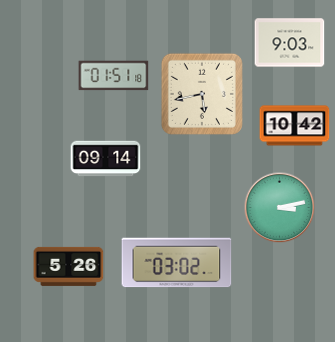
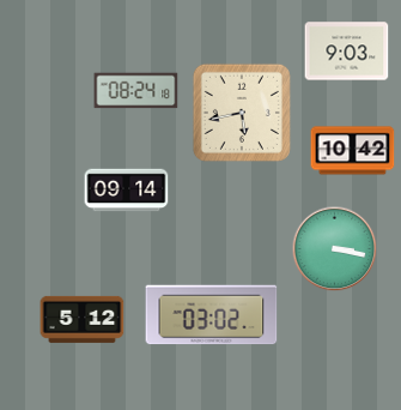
clock at (114, 76): 01:51 -> 08:24
clock at (280, 208): 3:13 -> 3:17
clock at (69, 266): 5:26 -> 5:12
